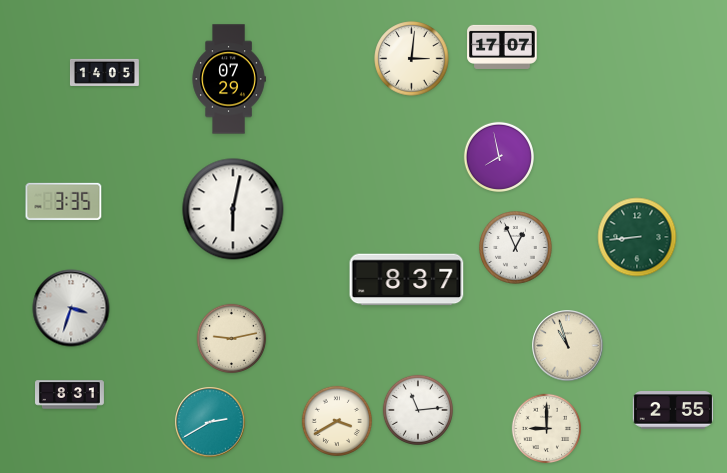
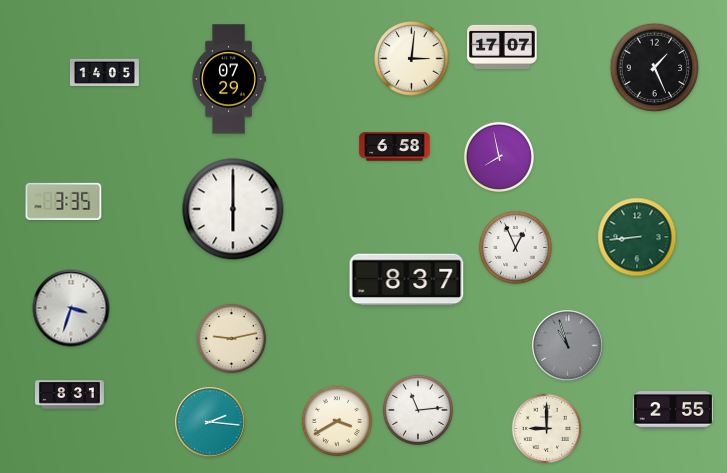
clock at (655, 68): none -> 1:26
clock at (395, 147): none -> 6:58
clock at (233, 209): 6:02 -> 6:00
clock at (568, 346) dial: cream -> grey
clock at (210, 422): 2:40 -> 2:16
